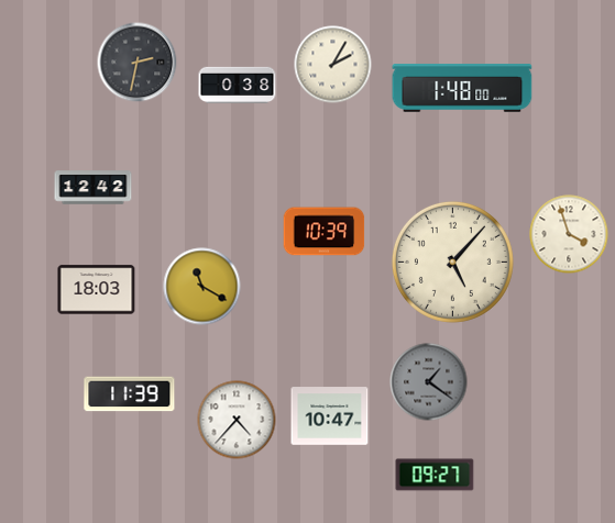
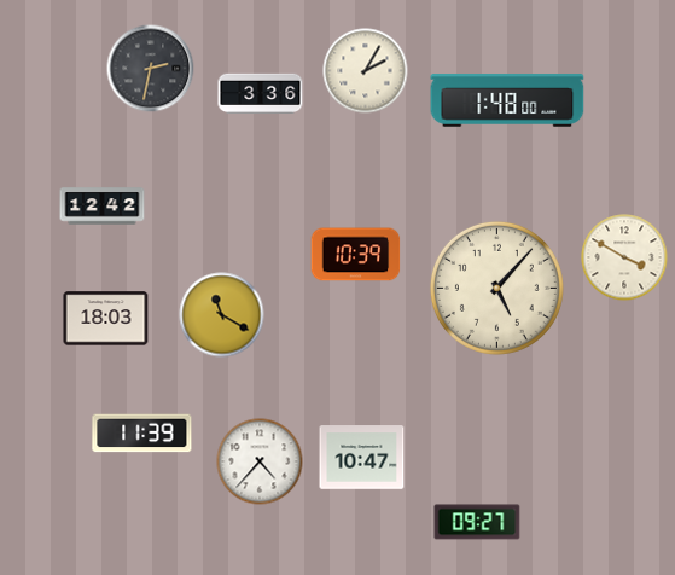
clock at (238, 86): 0:38 -> 3:36
clock at (462, 88) position: (462, 88) -> (507, 100)
clock at (569, 234): 3:57 -> 3:50
clock at (429, 382): 1:21 -> none
